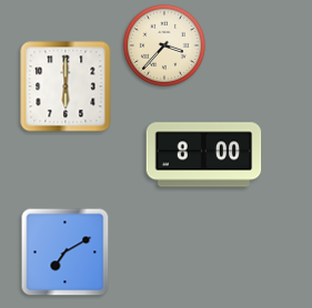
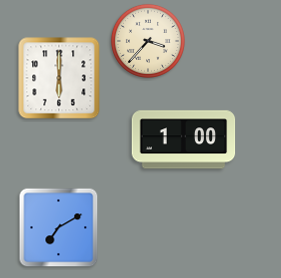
clock at (204, 155): 8:00 -> 1:00
